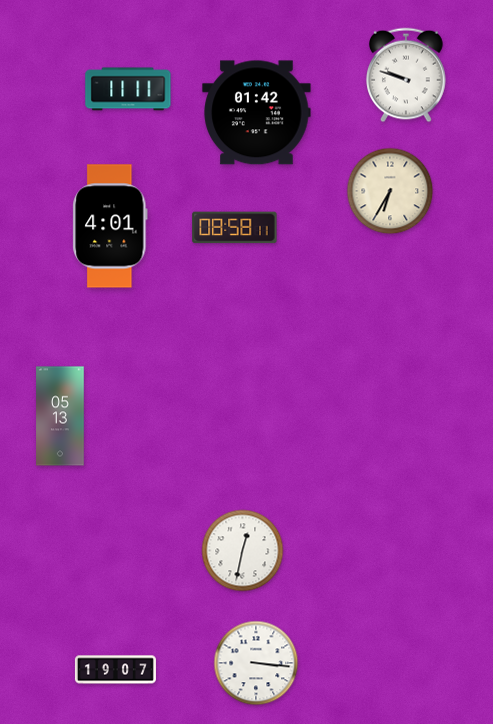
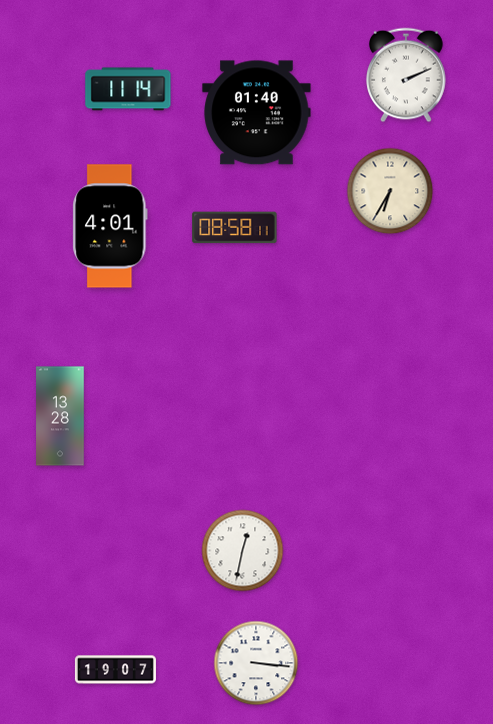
clock at (407, 75): 9:48 -> 2:11
clock at (128, 89): 11:11 -> 11:14
clock at (257, 113): 01:42 -> 01:40
clock at (60, 416): 05:13 -> 13:28
